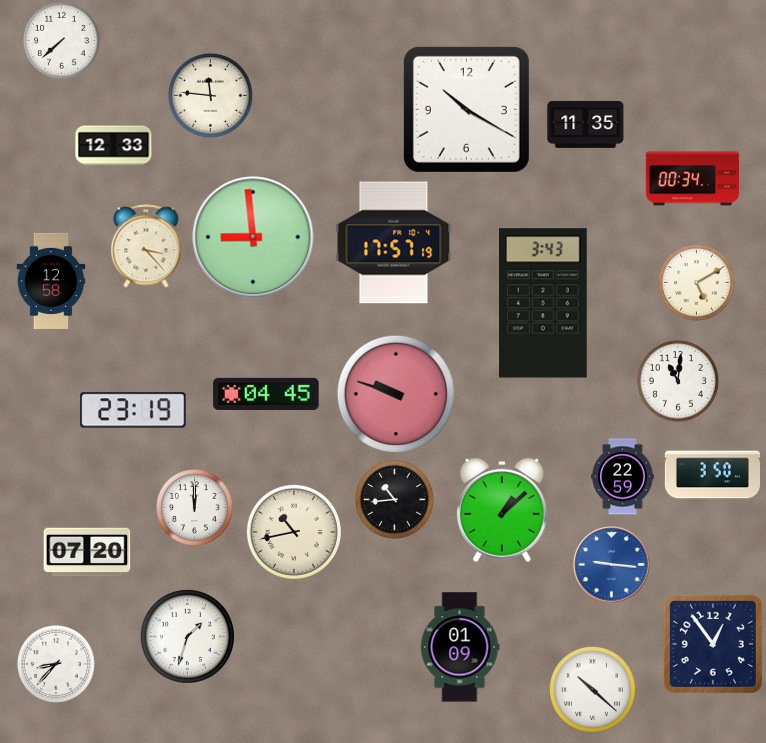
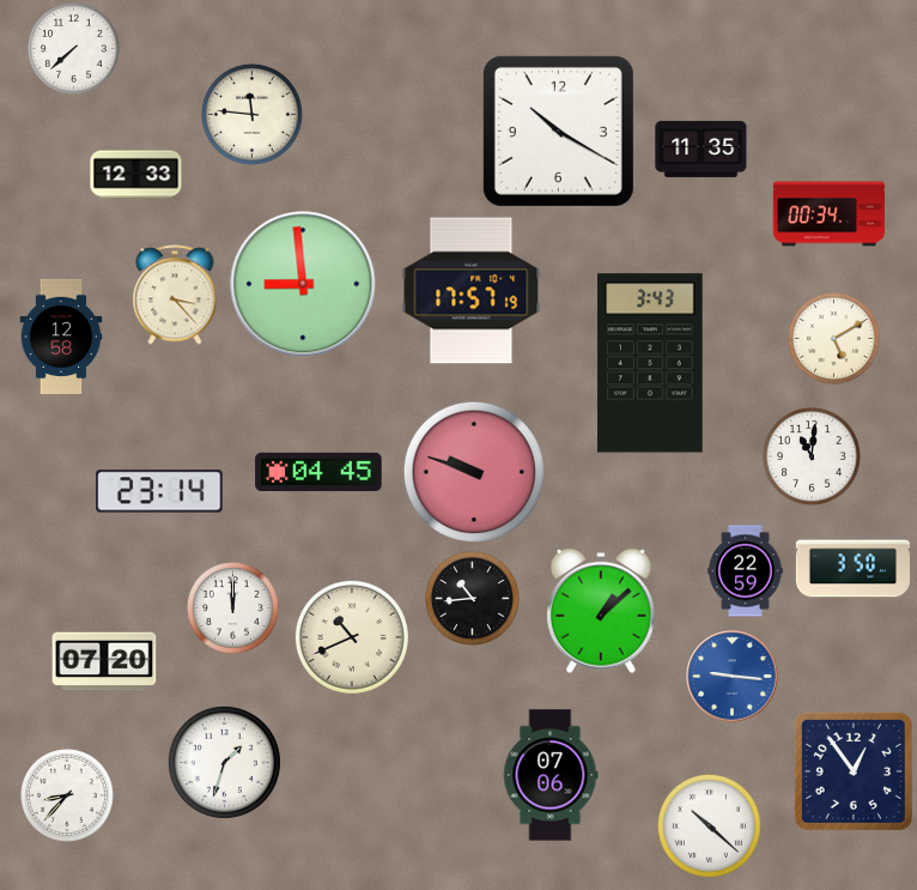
clock at (133, 410): 23:19 -> 23:14
clock at (294, 532): 10:43 -> 10:41
clock at (460, 647): 01:09 -> 07:06
